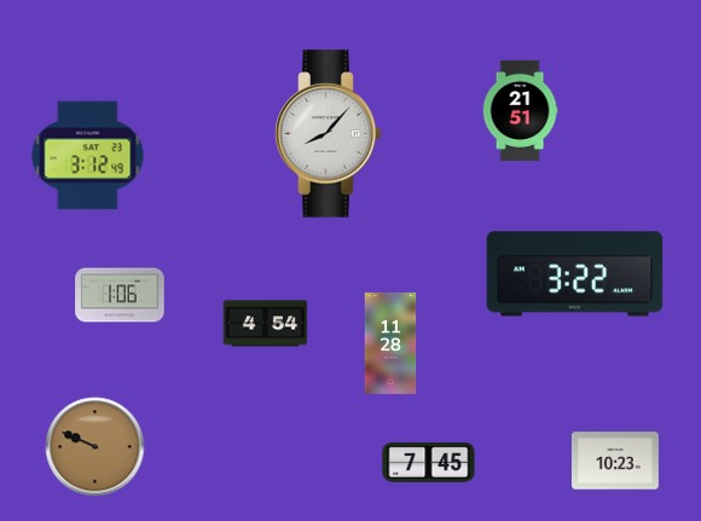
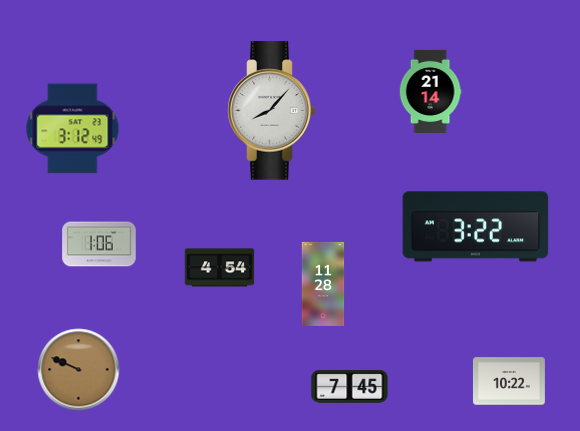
clock at (520, 110): 21:51 -> 21:14
clock at (615, 461): 10:23 -> 10:22
clock at (429, 463) position: (429, 463) -> (350, 387)
